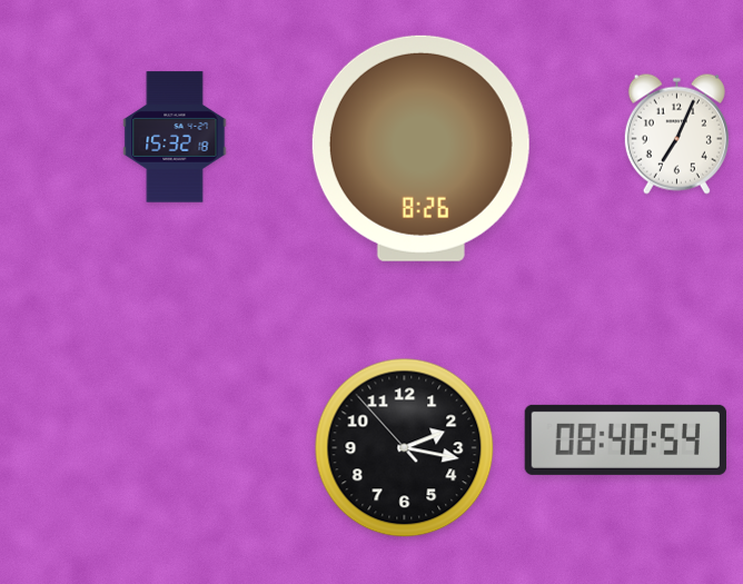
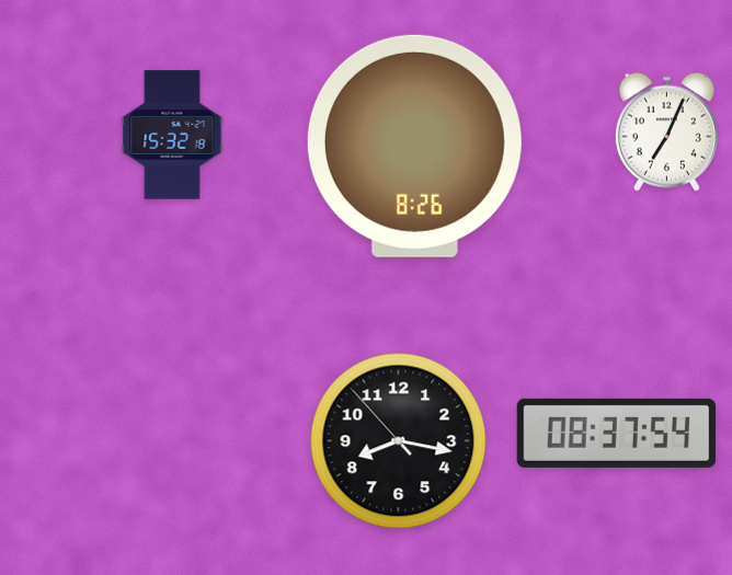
clock at (626, 439): 08:40 -> 08:37
clock at (405, 448): 2:16 -> 8:16
